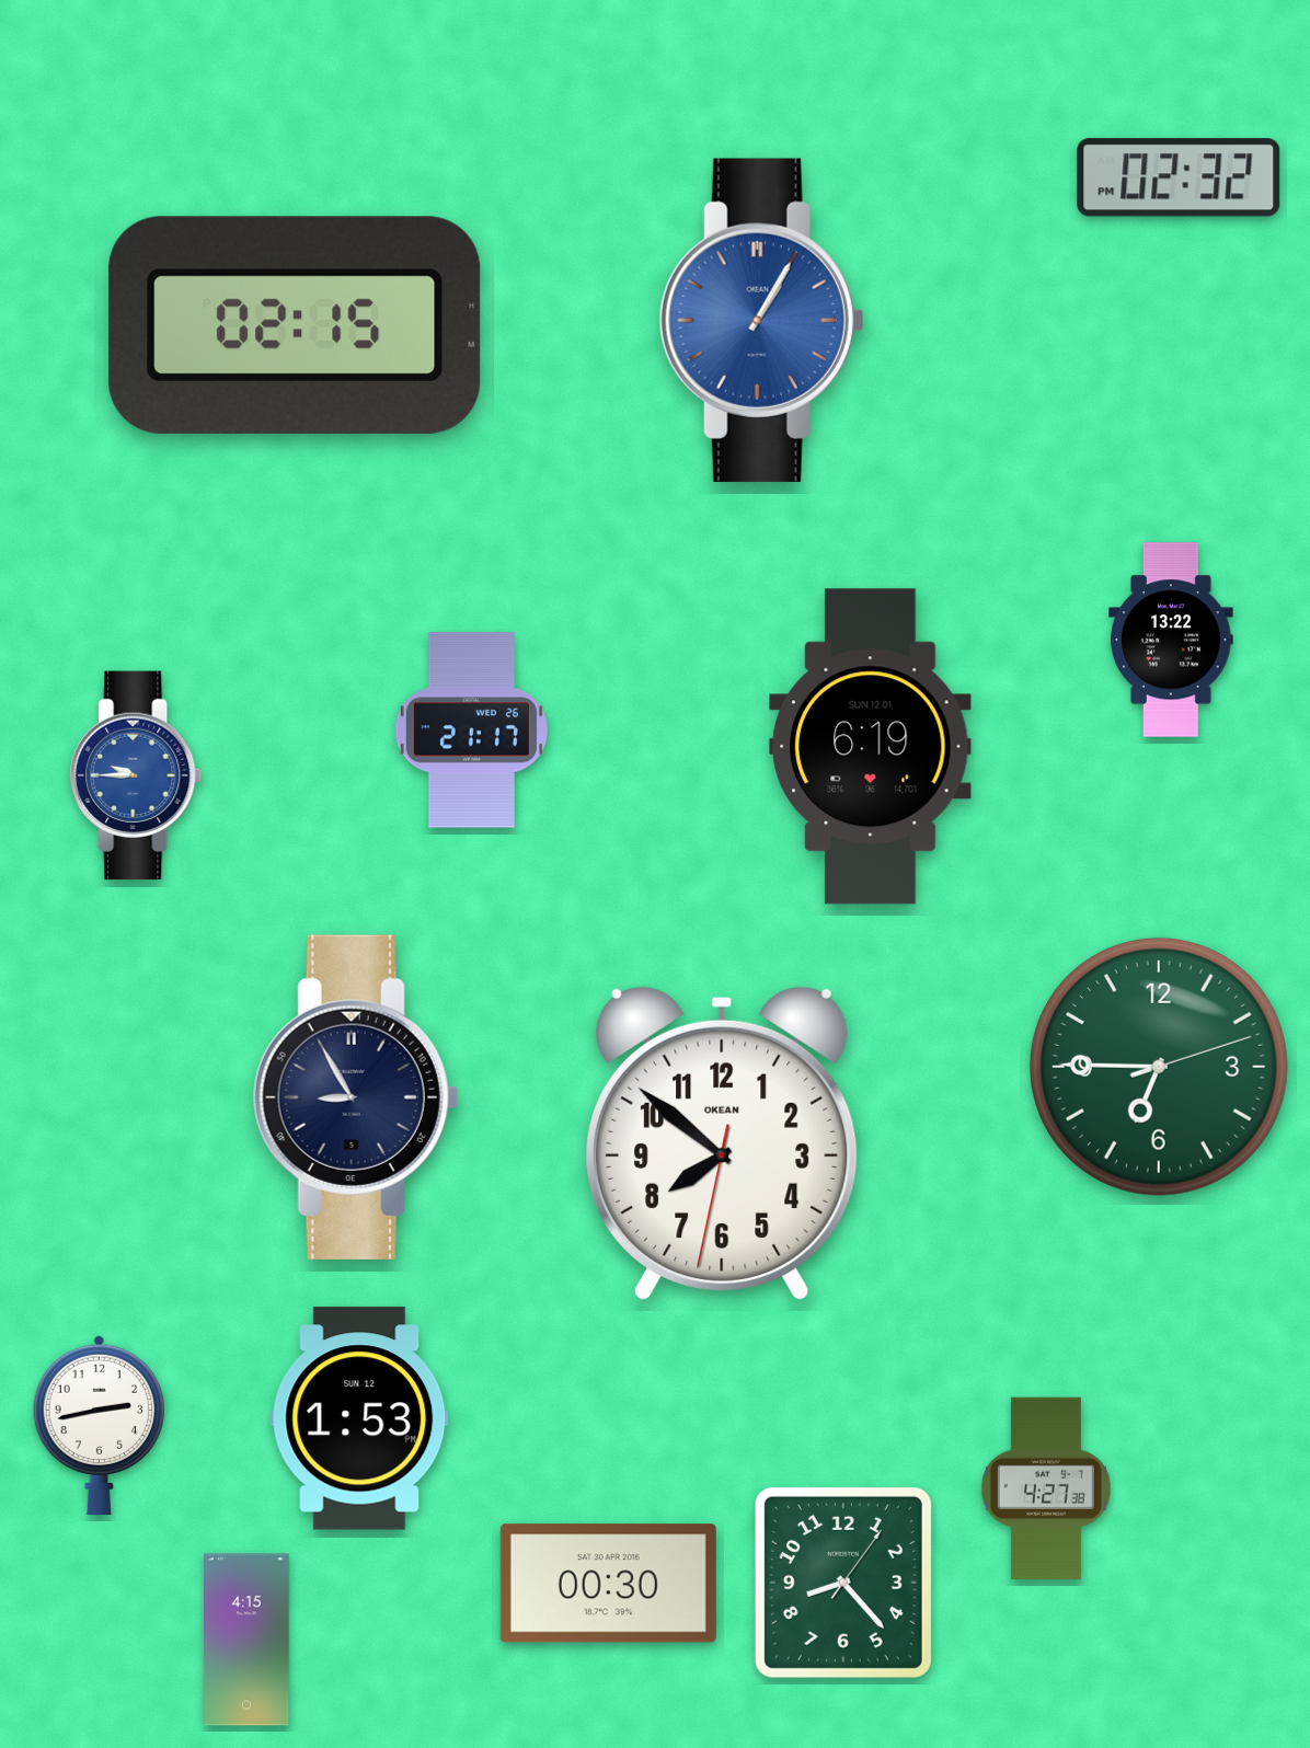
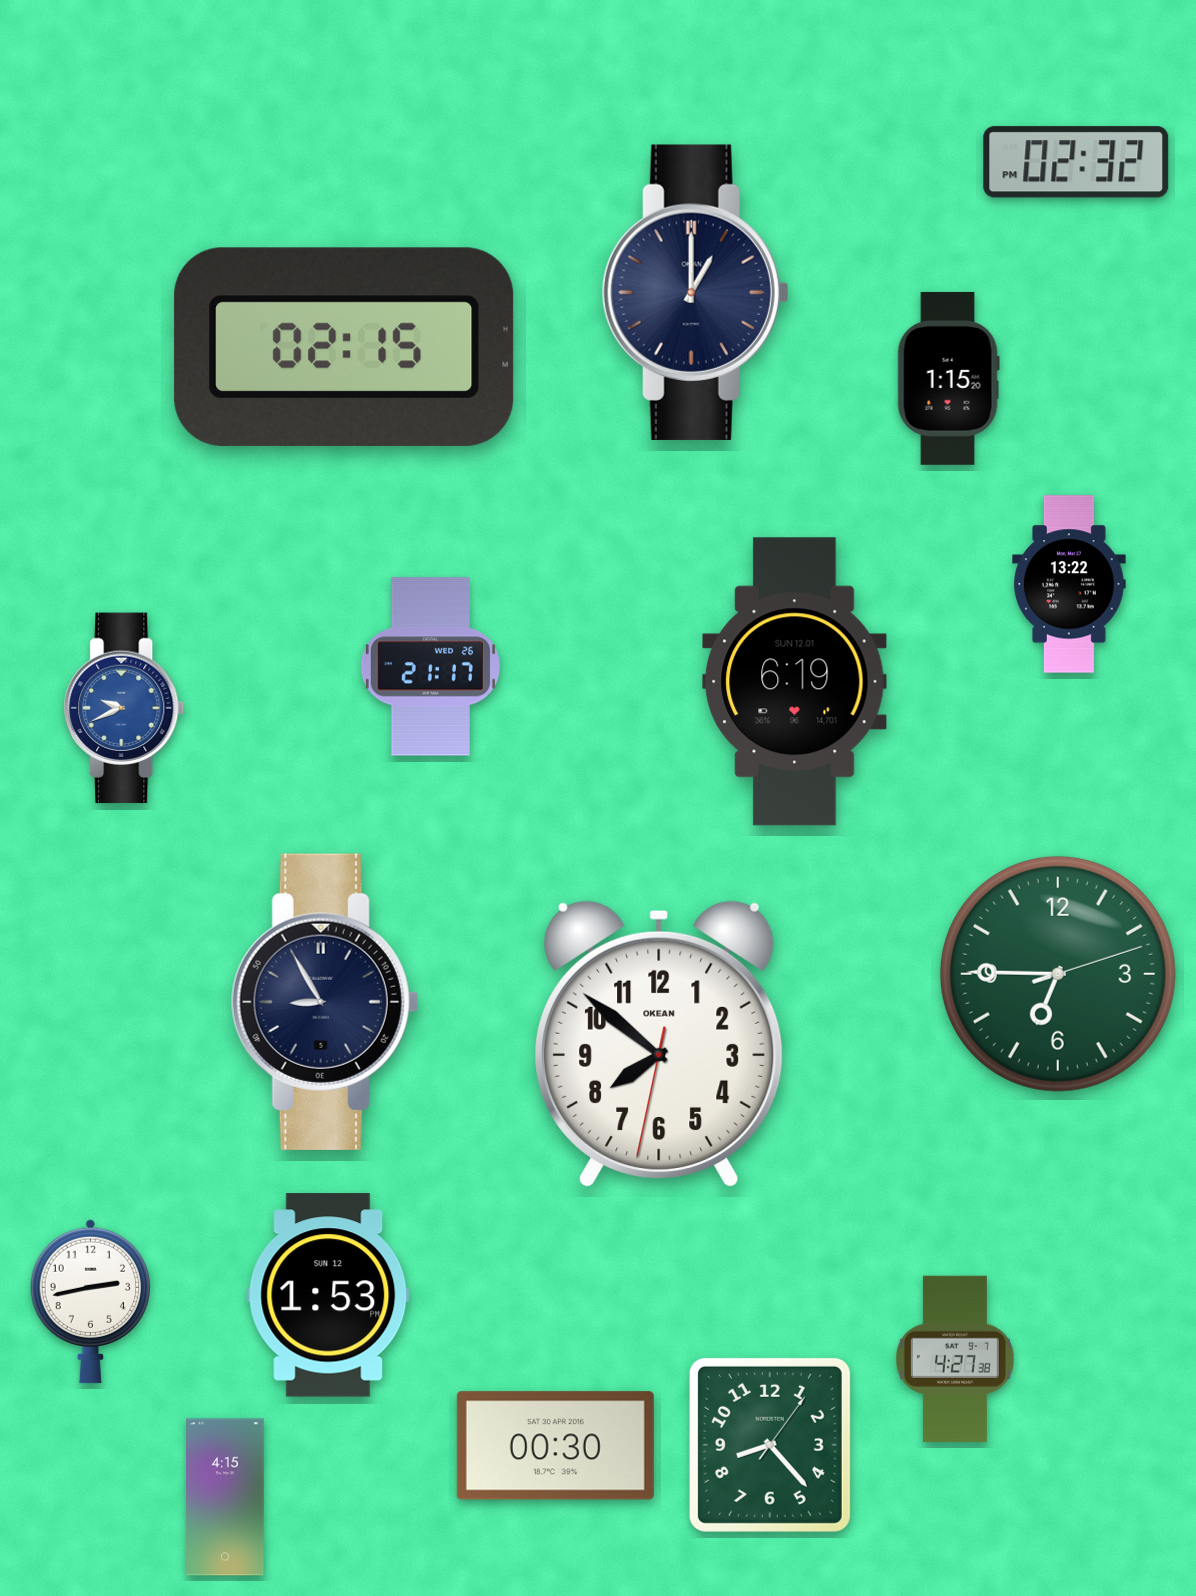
clock at (761, 320): 1:05 -> 1:00
clock at (761, 320) dial: blue -> navy
clock at (295, 325) position: (295, 325) -> (344, 347)
clock at (948, 378): none -> 1:15
clock at (136, 775): 9:45 -> 9:41
